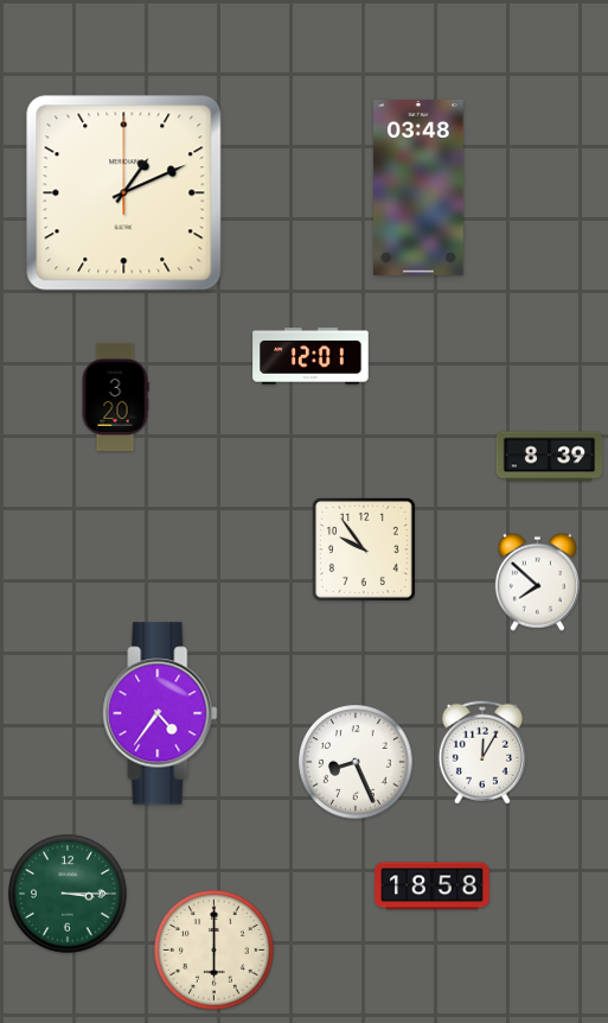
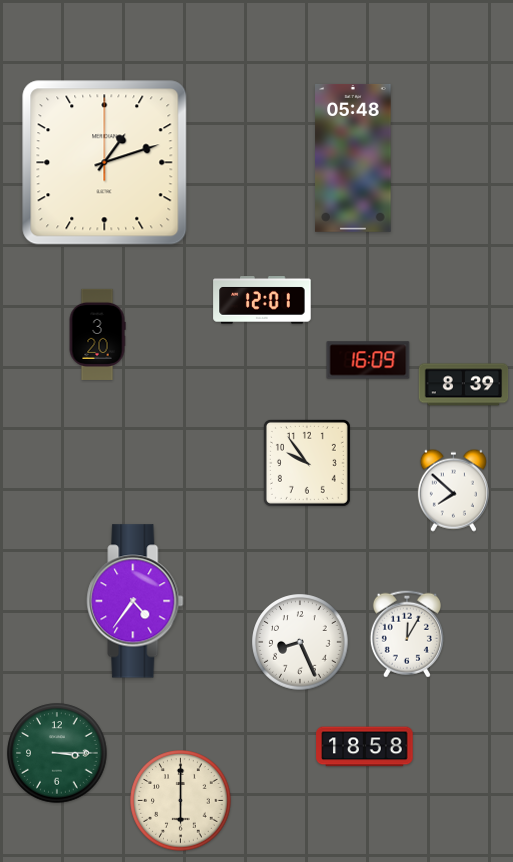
clock at (418, 188): 03:48 -> 05:48
clock at (124, 193): 1:11 -> 1:12
clock at (368, 360): none -> 16:09
